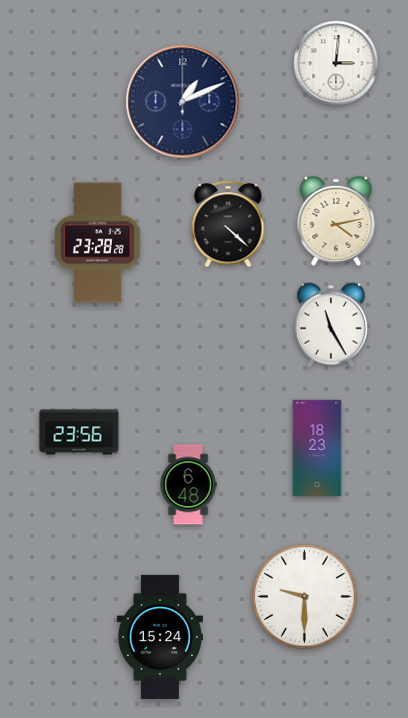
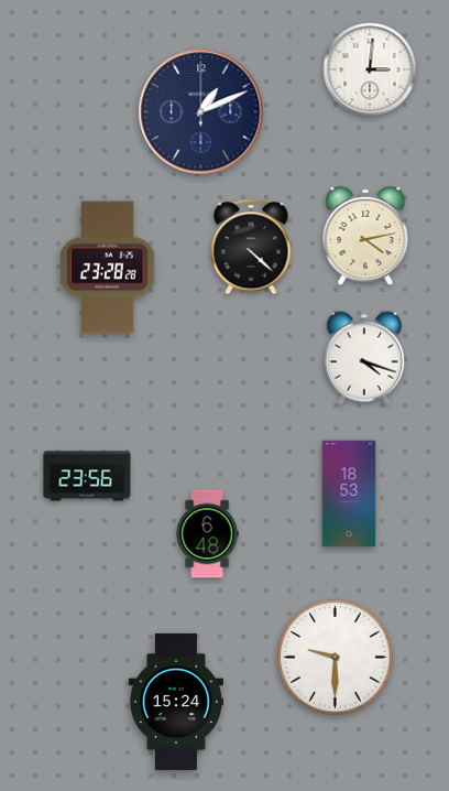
clock at (336, 221) position: (336, 221) -> (365, 236)
clock at (331, 325): 11:25 -> 4:18
clock at (317, 448): 18:23 -> 18:53
